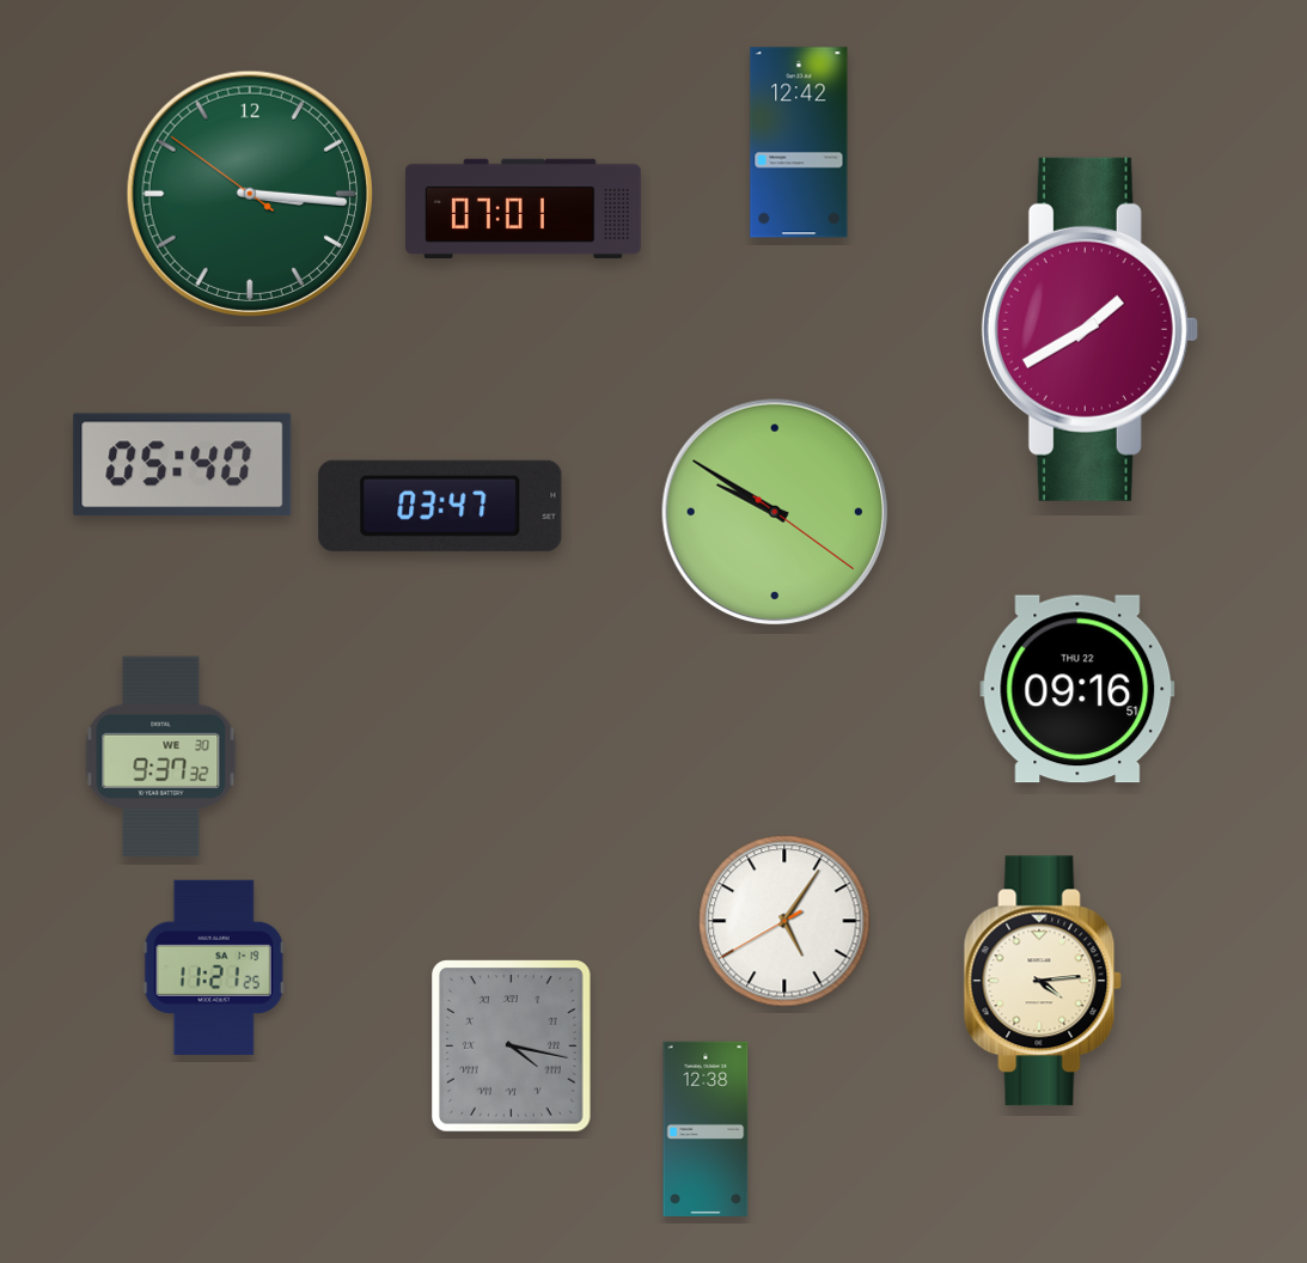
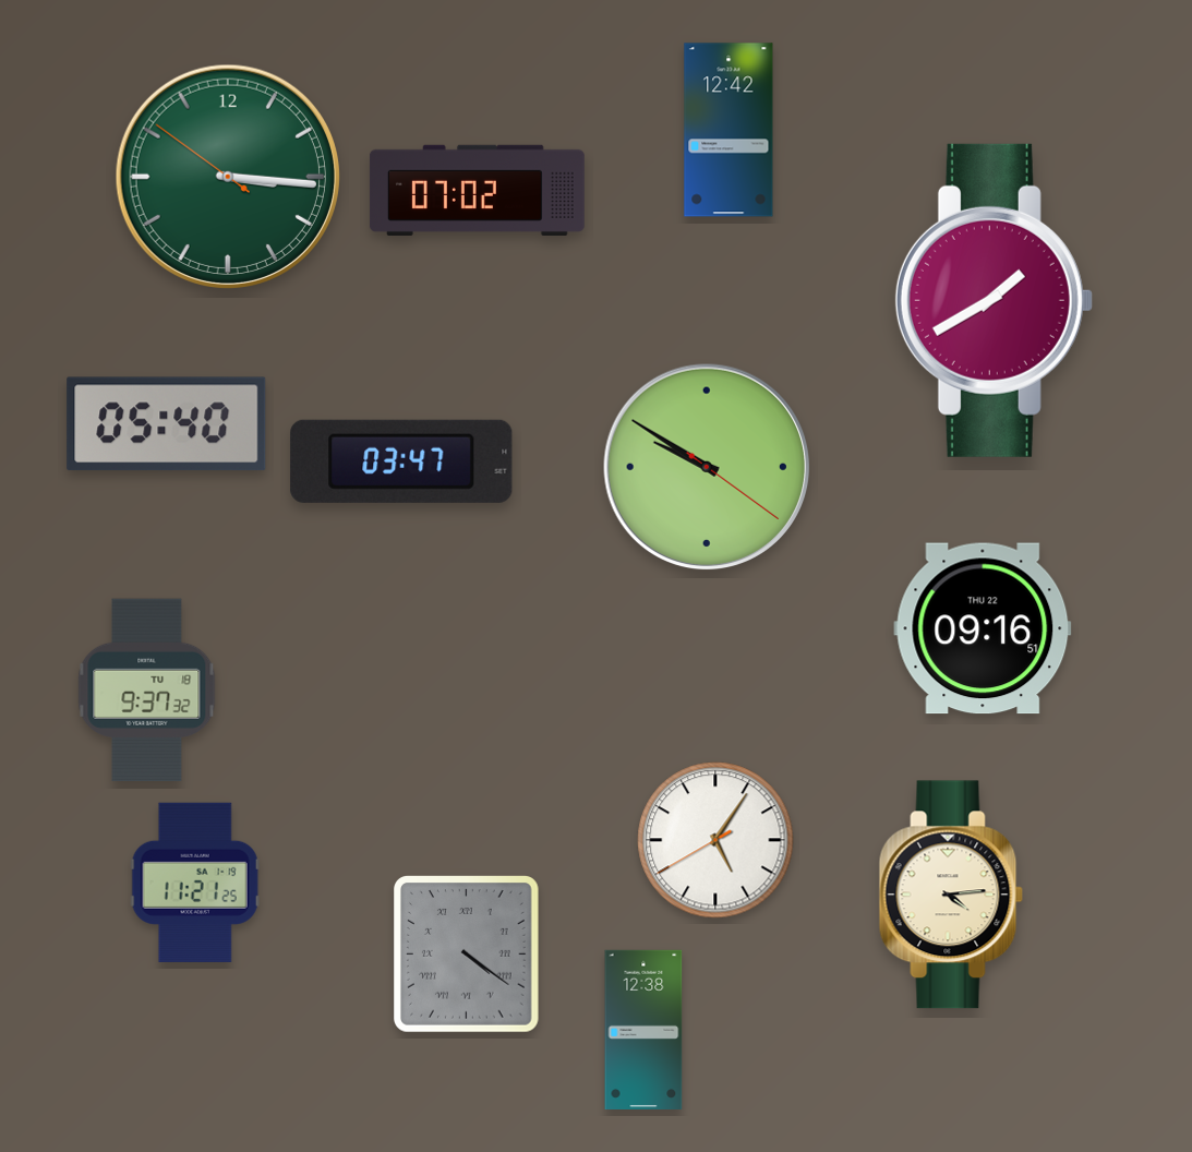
clock at (523, 208): 07:01 -> 07:02
clock at (161, 757) date: WE 30 -> TU 18
clock at (512, 1047): 4:17 -> 4:21
